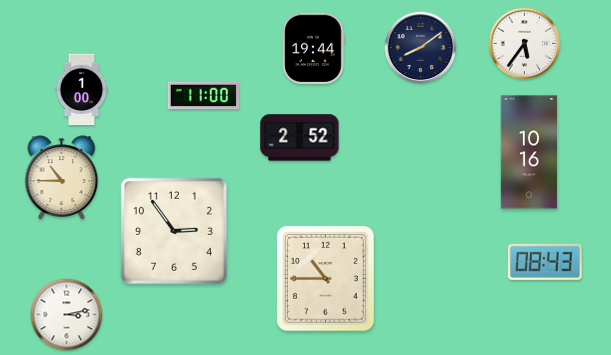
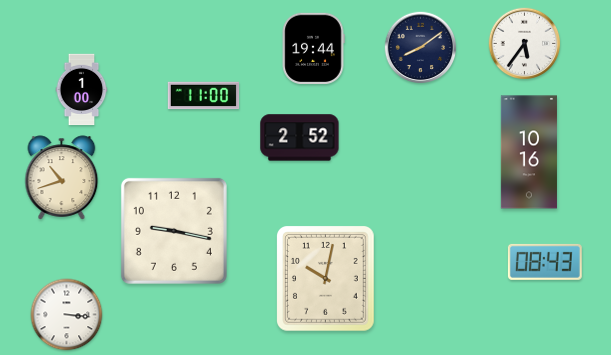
clock at (62, 178): 10:45 -> 10:42
clock at (174, 231): 2:54 -> 9:17
clock at (326, 279): 10:45 -> 10:02
clock at (67, 315): 3:13 -> 3:16
